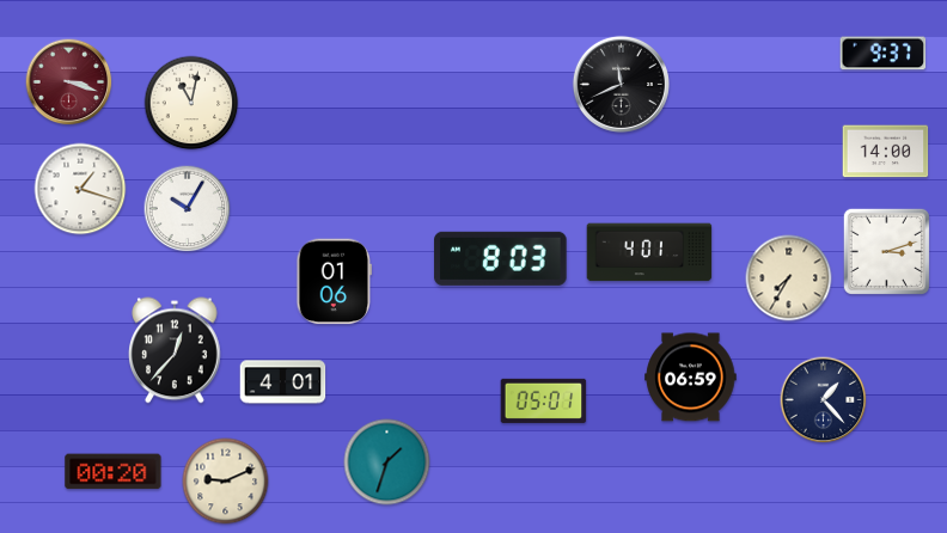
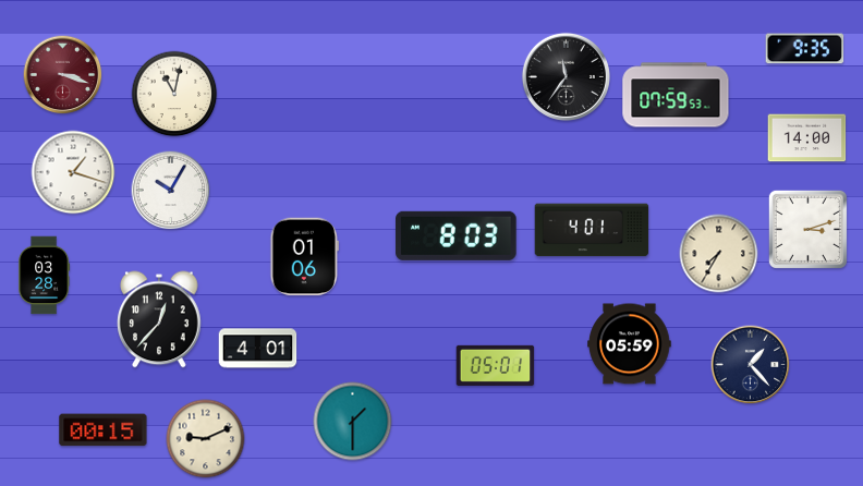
clock at (884, 54): 9:37 -> 9:35
clock at (621, 84): 11:41 -> 11:36
clock at (676, 95): none -> 07:59
clock at (45, 276): none -> 03:28
clock at (691, 378): 06:59 -> 05:59
clock at (387, 462): 1:33 -> 1:30
clock at (114, 472): 00:20 -> 00:15
